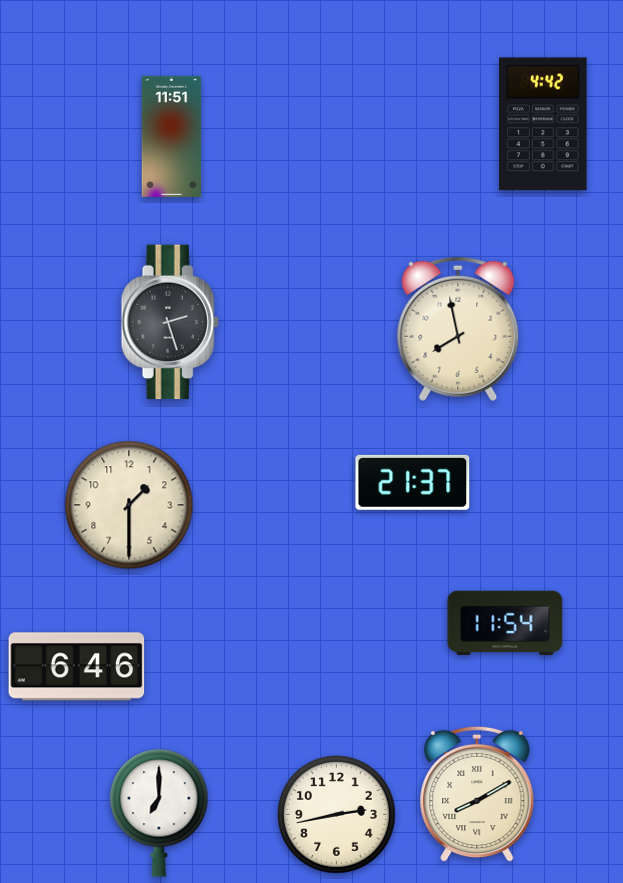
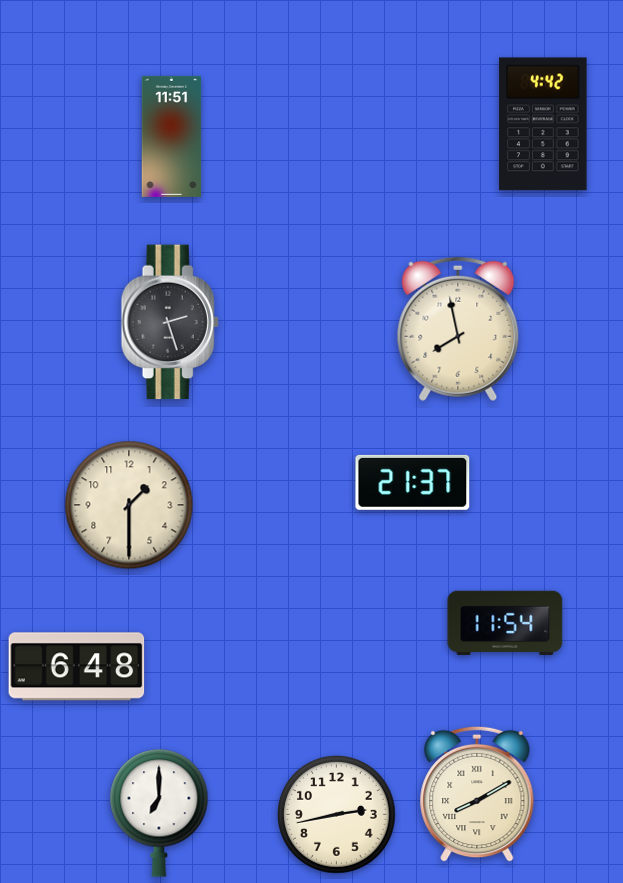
clock at (77, 667): 6:46 -> 6:48
